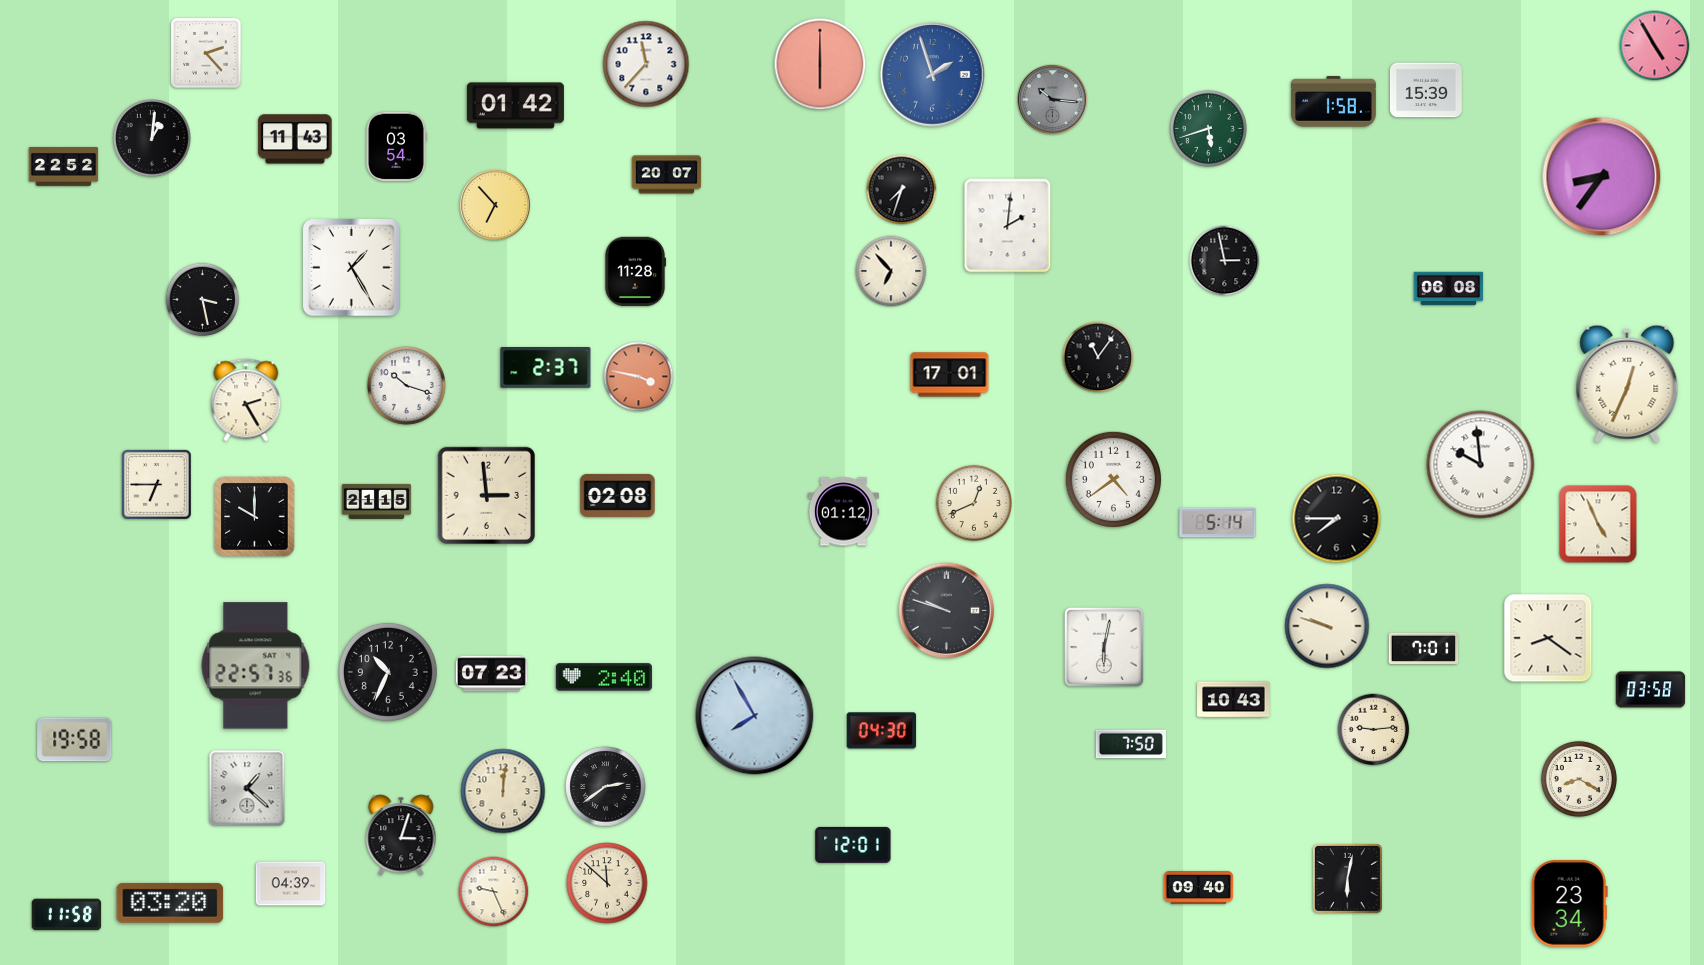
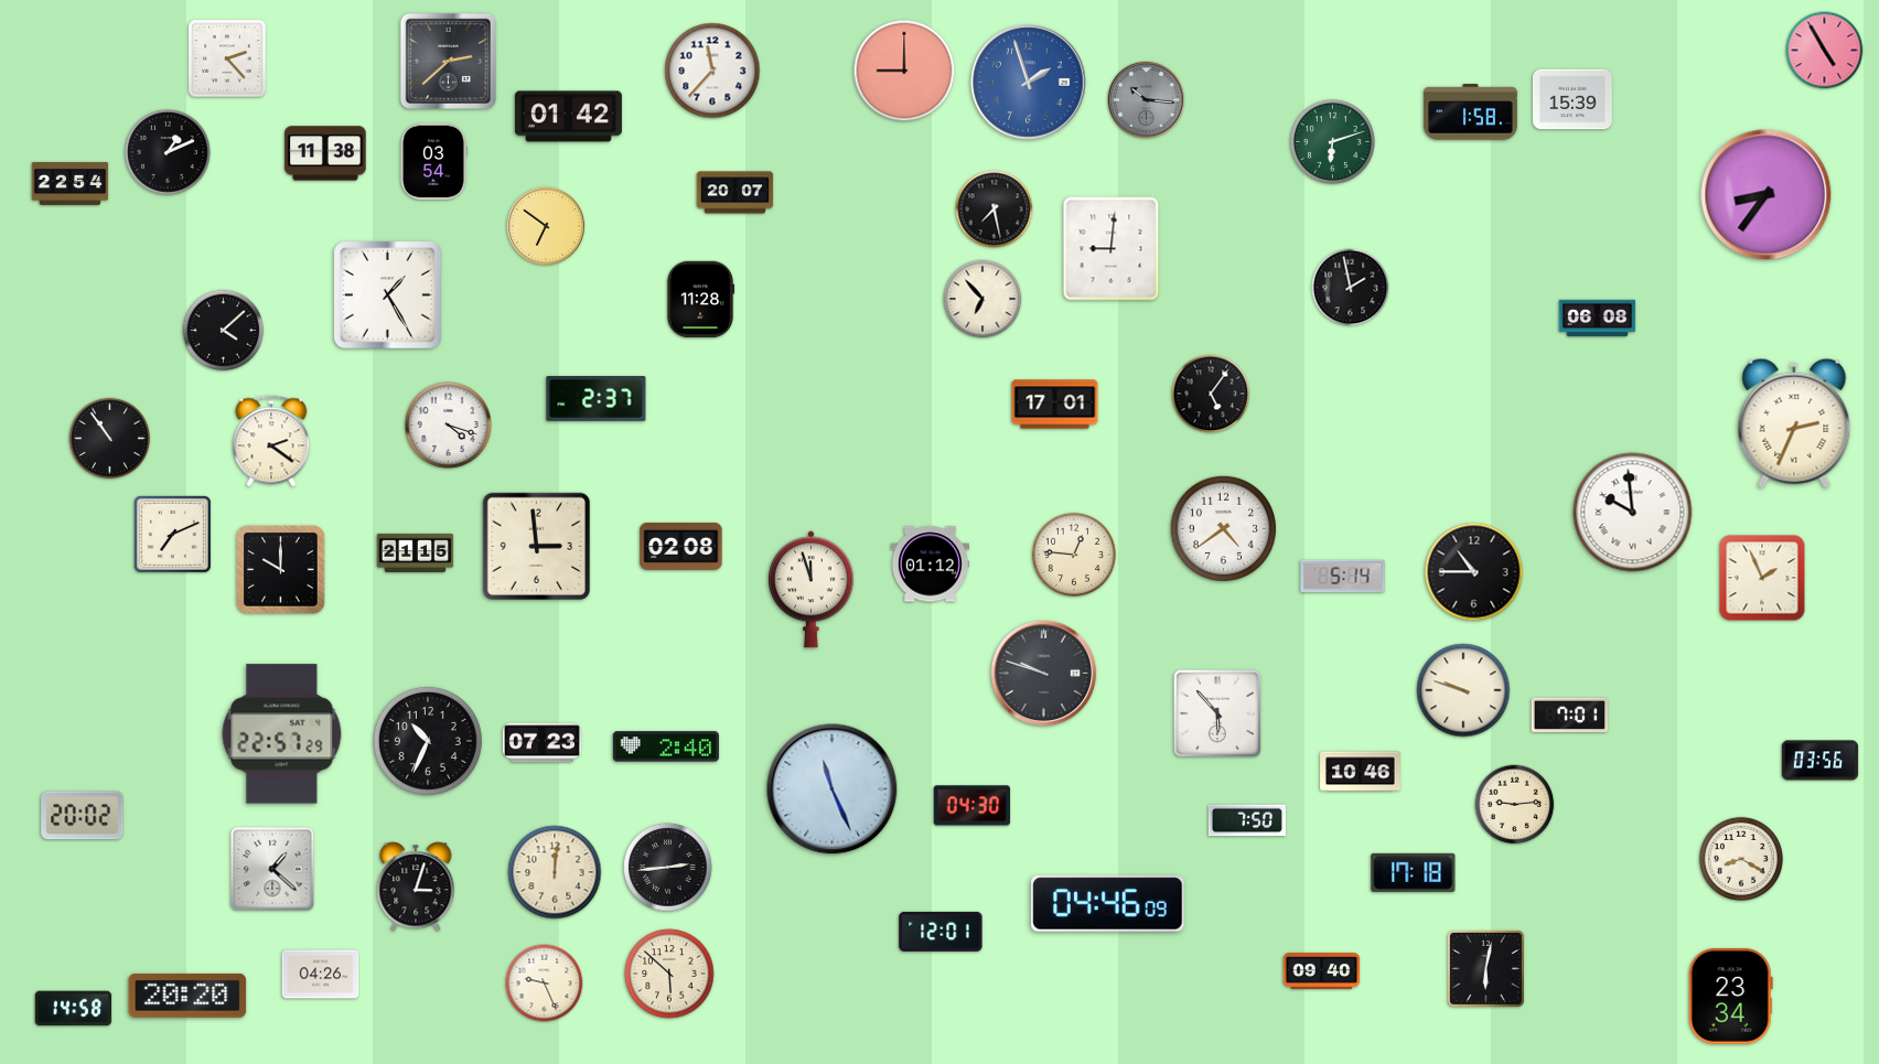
clock at (448, 61): none -> 2:38
clock at (820, 64): 6:00 -> 9:00
clock at (1052, 99) position: (1052, 99) -> (1146, 99)
clock at (1208, 128): 5:42 -> 6:12
clock at (153, 139): 1:01 -> 1:11
clock at (295, 139): 11:43 -> 11:38
clock at (396, 147) position: (396, 147) -> (433, 162)
clock at (64, 166): 22:52 -> 22:54
clock at (902, 190): 7:33 -> 7:28
clock at (495, 205): 6:53 -> 6:51
clock at (1008, 226): 2:01 -> 9:01
clock at (1225, 261): 2:58 -> 1:58
clock at (203, 300): 3:28 -> 4:08
clock at (1098, 357): 11:06 -> 5:06
clock at (546, 368) position: (546, 368) -> (597, 399)
clock at (950, 375) position: (950, 375) -> (1055, 405)
clock at (639, 377): 3:47 -> none
clock at (1627, 384): 12:34 -> 2:34
clock at (407, 386): 10:18 -> 4:18
clock at (110, 439): none -> 10:54
clock at (246, 400): 2:25 -> 2:21
clock at (1113, 479) position: (1113, 479) -> (1223, 528)
clock at (156, 484): 6:45 -> 7:11
clock at (974, 503): 12:41 -> 12:46
clock at (1337, 519): 7:45 -> 10:45
clock at (1598, 524): 4:56 -> 1:56
clock at (810, 590): none -> 11:57
clock at (1548, 638): 8:21 -> none
clock at (1104, 647): 6:02 -> 5:53
clock at (256, 666): 22:57:36 -> 22:57:29
clock at (1651, 690): 03:58 -> 03:56
clock at (1234, 700): 10:43 -> 10:46
clock at (755, 716): 7:55 -> 11:26
clock at (75, 740): 19:58 -> 20:02
clock at (606, 787): 2:39 -> 2:44
clock at (1414, 872): none -> 17:18
clock at (1108, 904): none -> 04:46
clock at (401, 835) position: (401, 835) -> (416, 886)
clock at (607, 883): 11:52 -> 5:52
clock at (291, 884): 04:39 -> 04:26
clock at (1199, 888) position: (1199, 888) -> (1322, 971)
clock at (170, 903): 03:20 -> 20:20
clock at (67, 915): 11:58 -> 14:58
